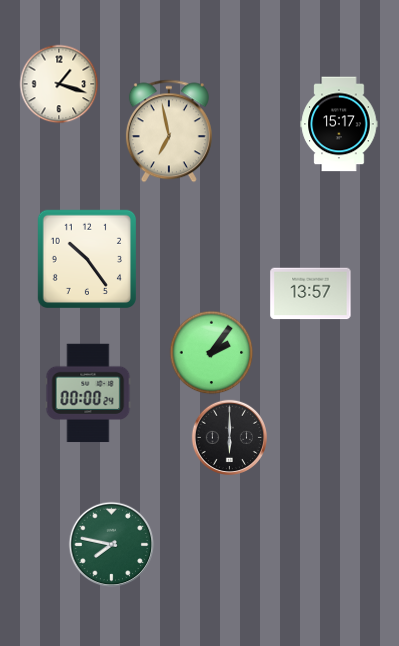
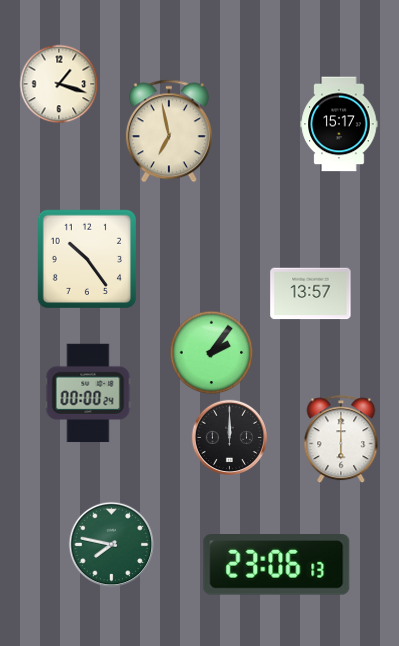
clock at (230, 438): 6:00 -> 12:00
clock at (341, 440): none -> 6:00
clock at (277, 565): none -> 23:06
